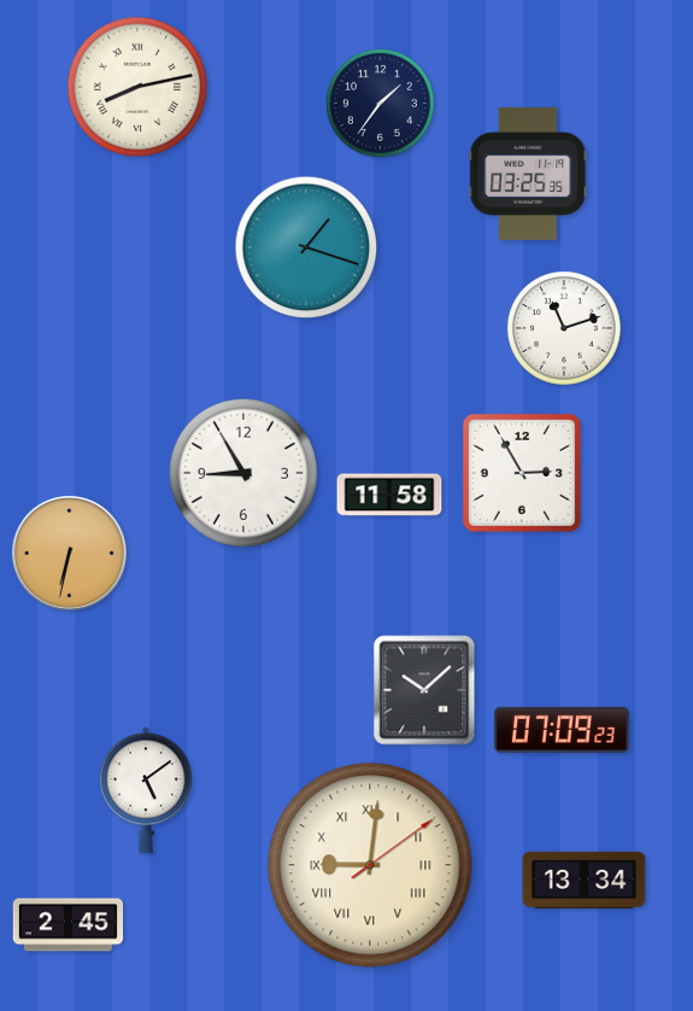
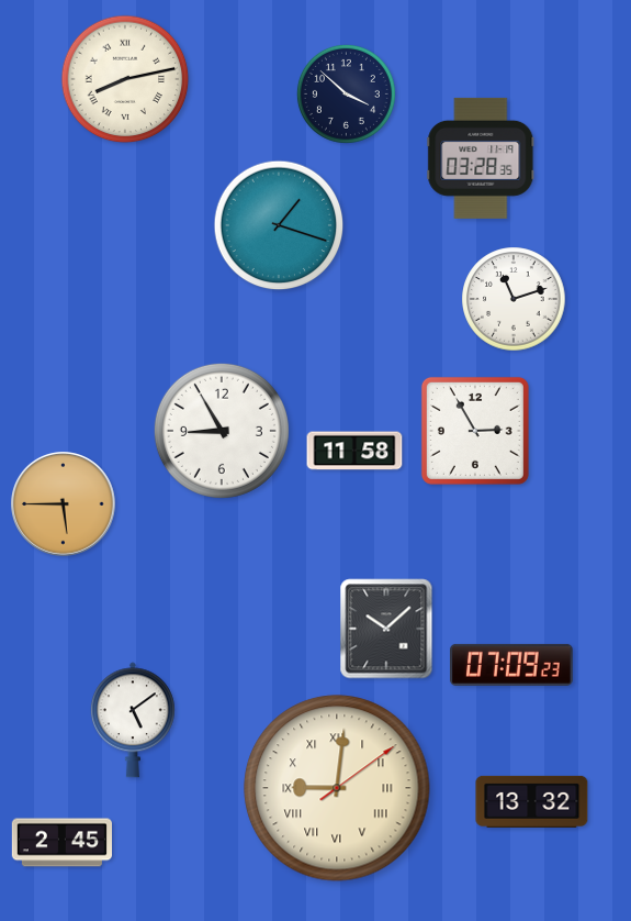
clock at (380, 103): 1:36 -> 3:52
clock at (528, 174): 03:25 -> 03:28
clock at (70, 554): 6:32 -> 5:45
clock at (585, 879): 13:34 -> 13:32
